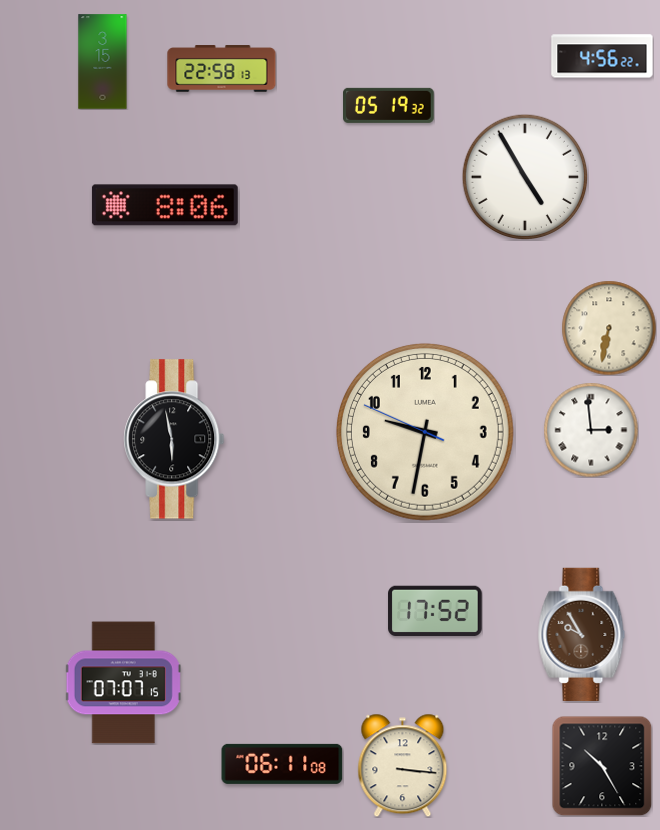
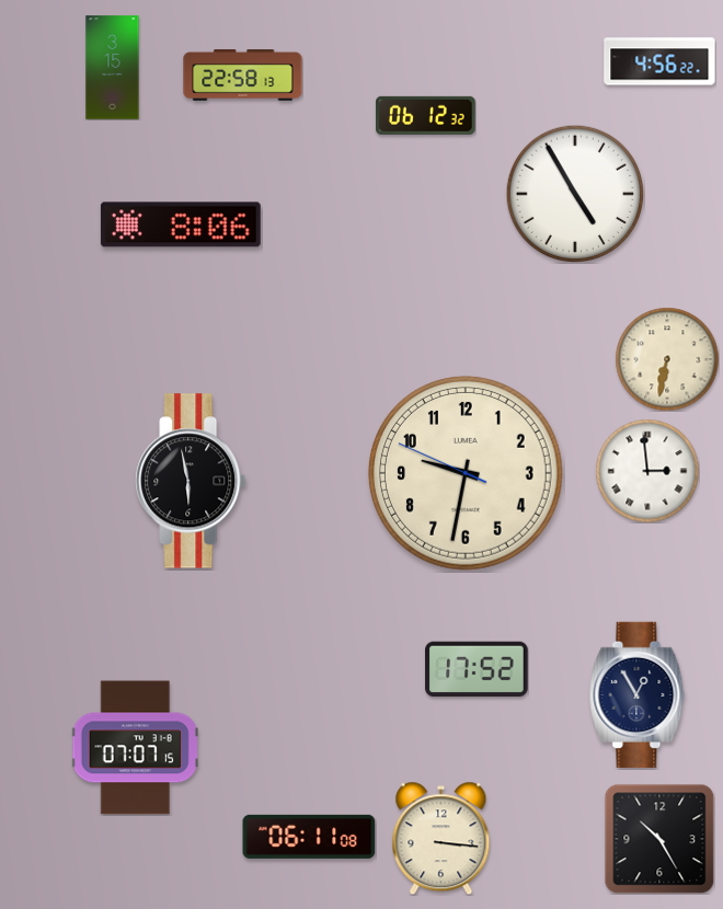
clock at (389, 105): 05:19 -> 06:12
clock at (582, 634): 9:55 -> 12:55
clock at (582, 634) dial: brown -> navy
